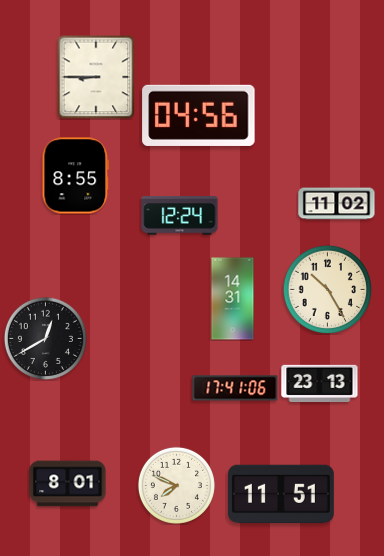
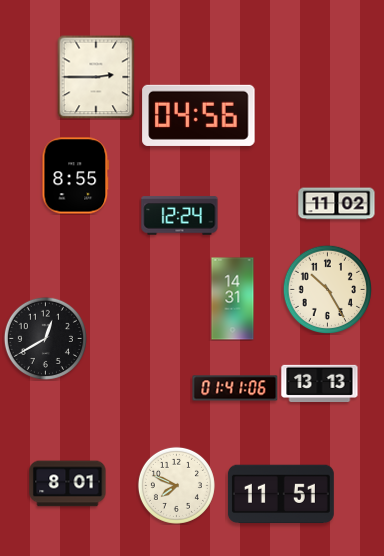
clock at (96, 77): 8:45 -> 2:45
clock at (320, 383): 23:13 -> 13:13
clock at (235, 388): 17:41 -> 01:41
